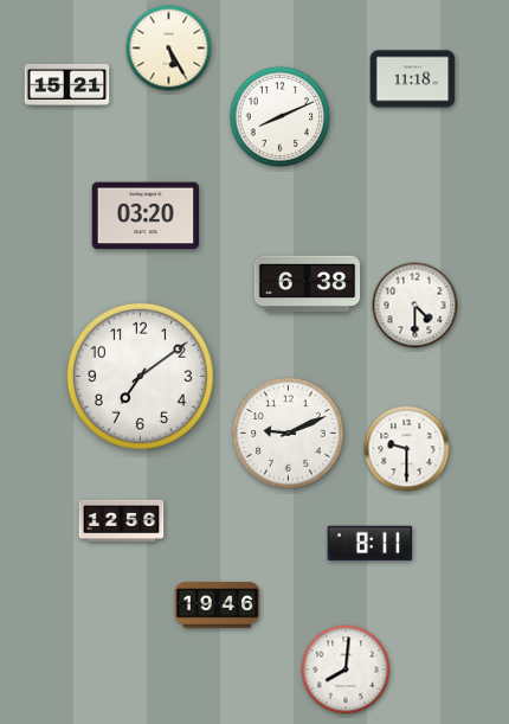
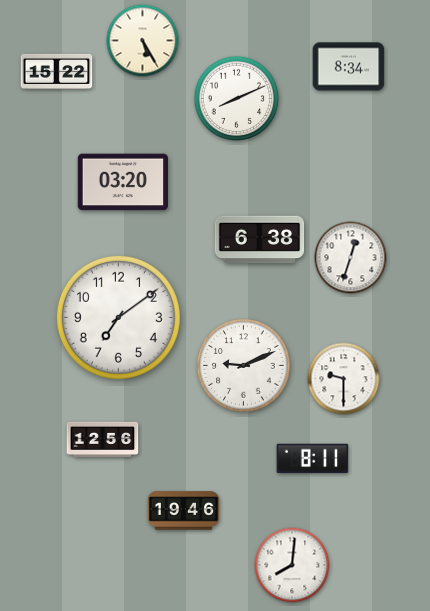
clock at (413, 79): 11:18 -> 8:34
clock at (67, 84): 15:21 -> 15:22
clock at (415, 306): 4:30 -> 12:33
